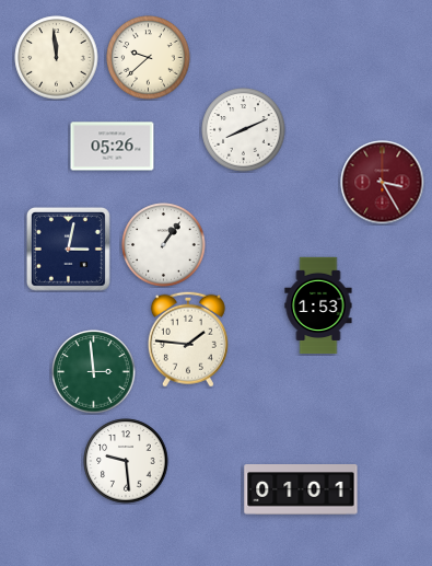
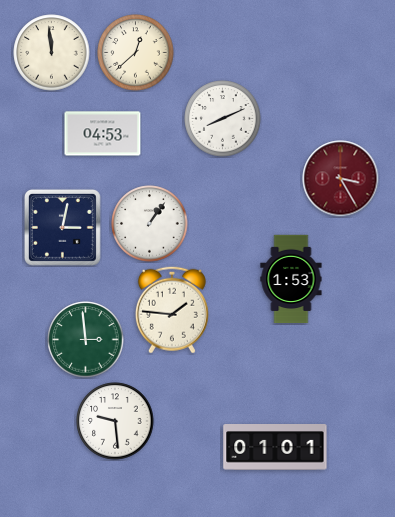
clock at (149, 58): 9:38 -> 12:38
clock at (113, 147): 05:26 -> 04:53
clock at (383, 183) position: (383, 183) -> (341, 179)
